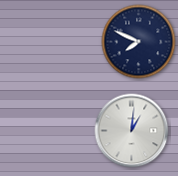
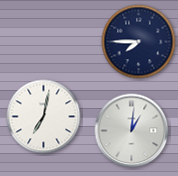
clock at (139, 42): 7:49 -> 7:45
clock at (44, 117): none -> 7:02
